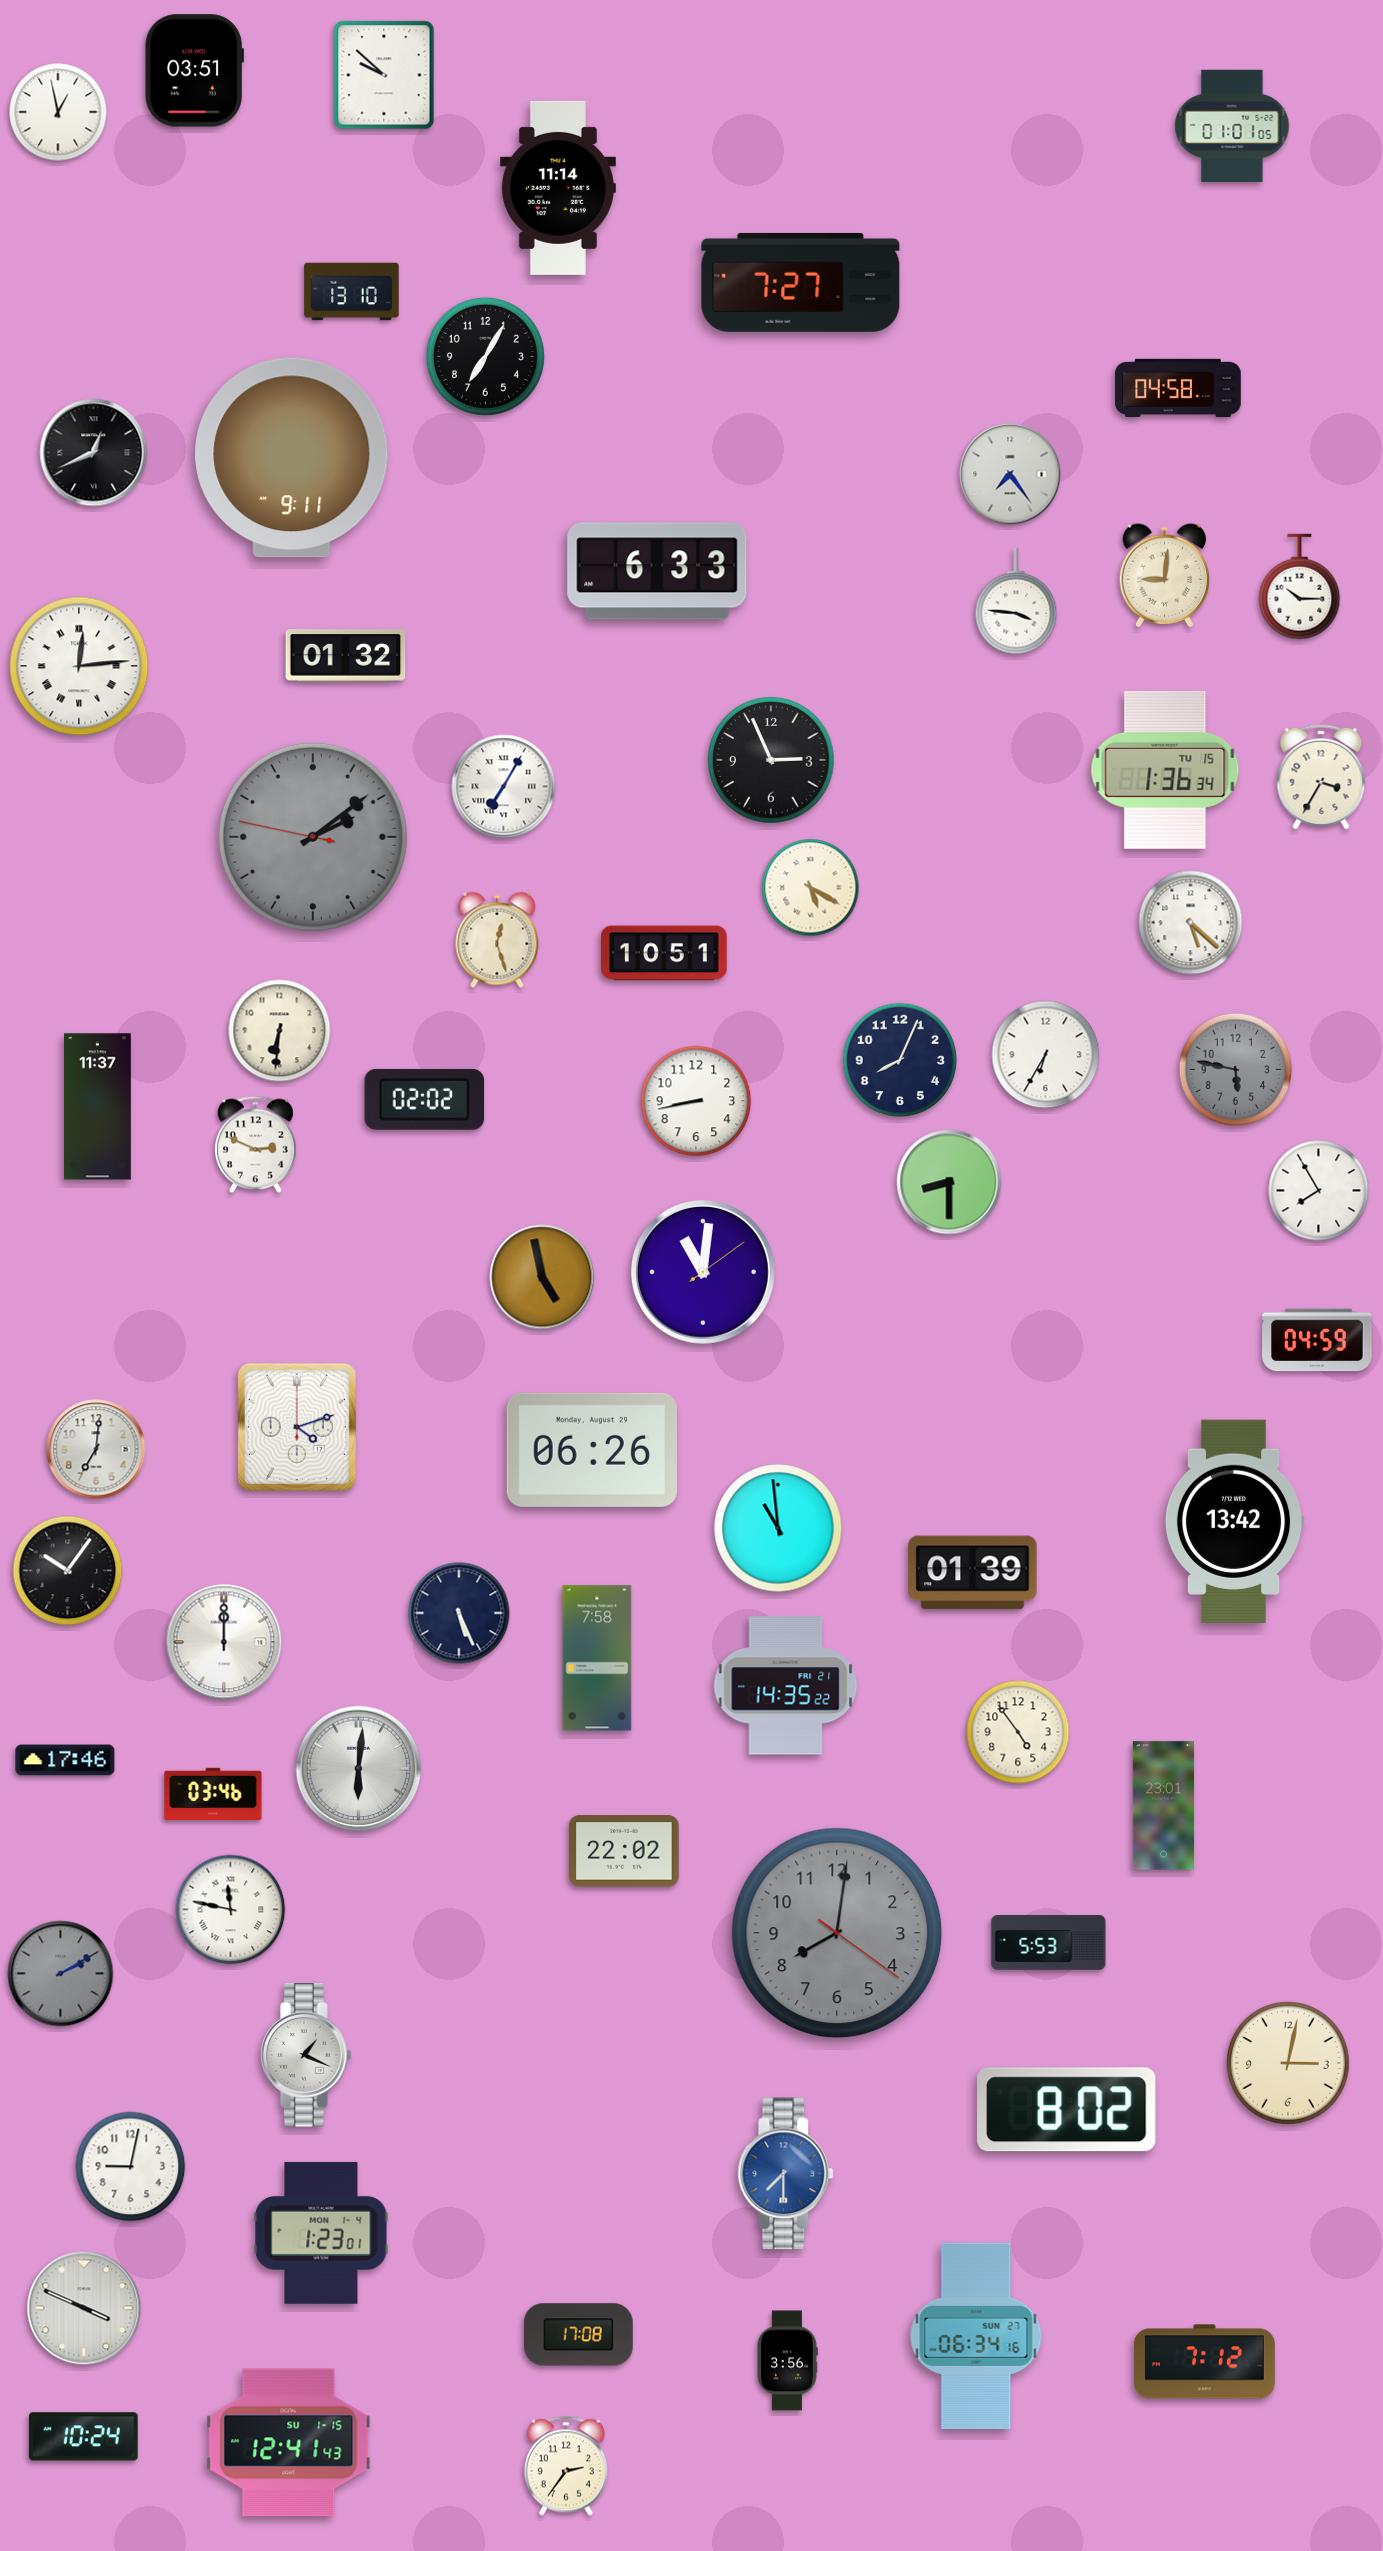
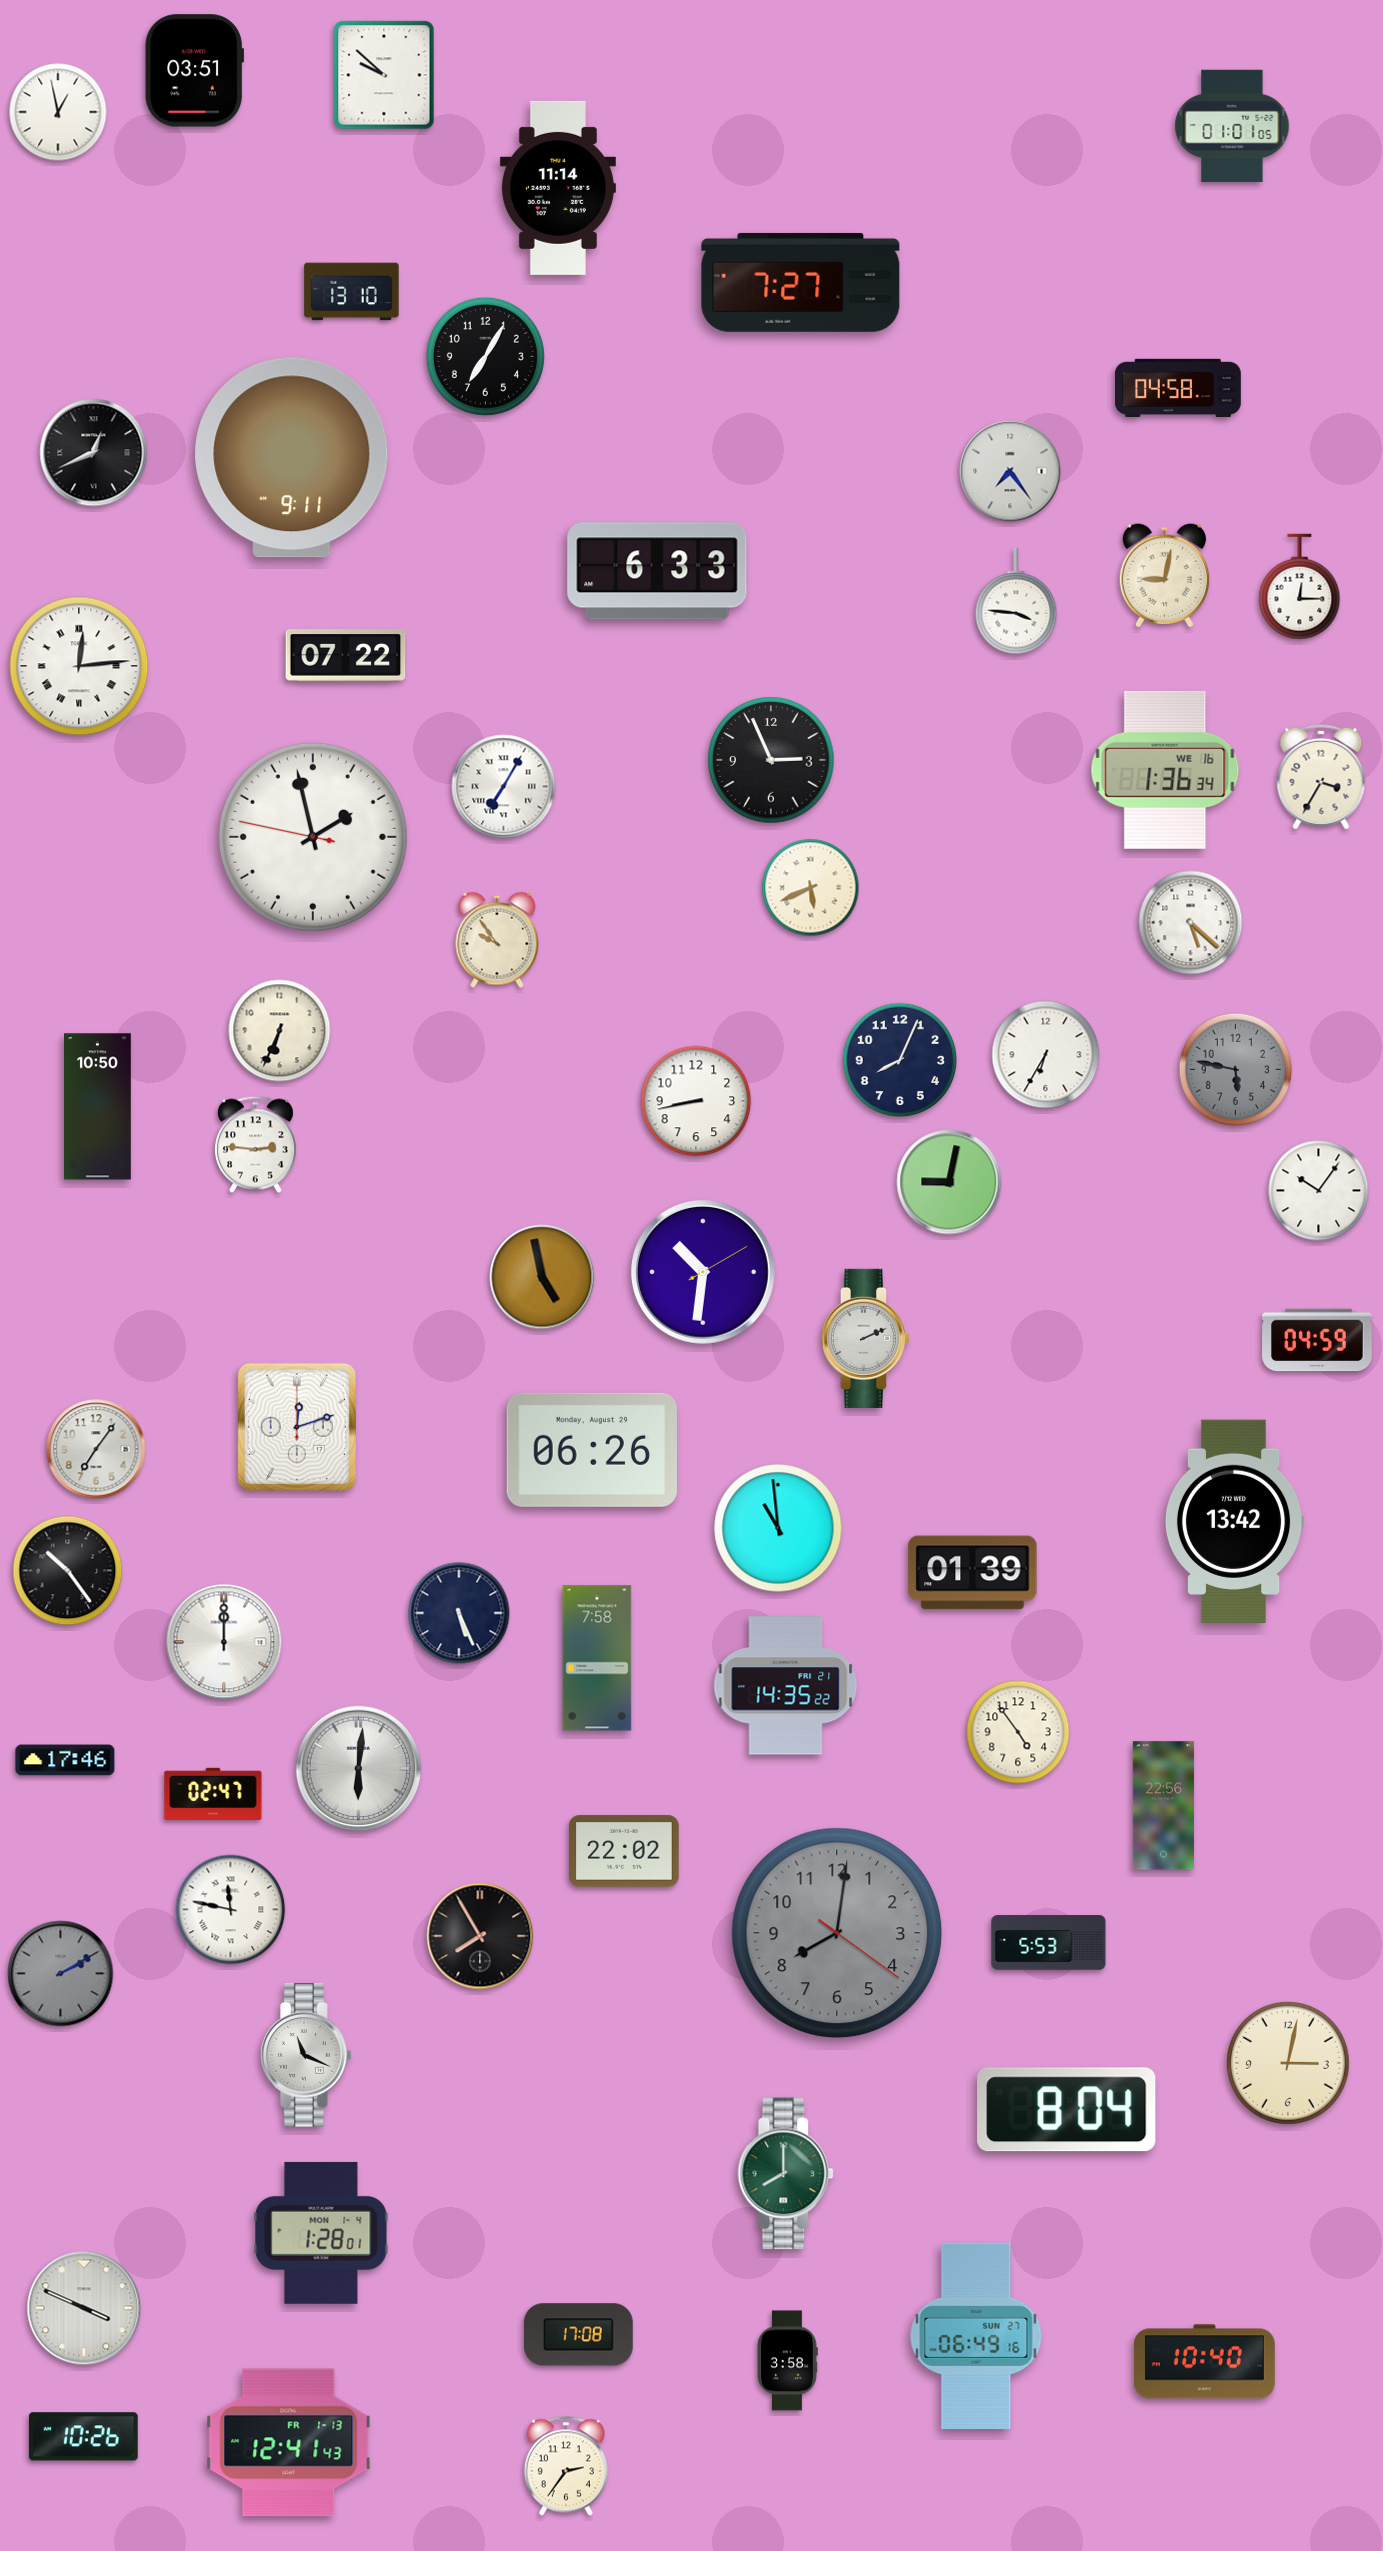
clock at (1010, 474) position: (1010, 474) -> (1010, 471)
clock at (1165, 576): 9:01 -> 9:02
clock at (1300, 587): 10:15 -> 12:15
clock at (346, 656): 01:32 -> 07:22
clock at (1165, 770) date: TU 15 -> WE 16
clock at (313, 837): 2:08 -> 1:57
clock at (313, 837) dial: grey -> white
clock at (811, 888): 5:20 -> 5:41
clock at (497, 940): 12:27 -> 9:54
clock at (665, 953): 10:51 -> none
clock at (280, 1031): 6:31 -> 6:34
clock at (425, 1099): 02:02 -> none
clock at (98, 1107): 11:37 -> 10:50
clock at (256, 1145): 2:49 -> 2:46
clock at (949, 1182): 8:30 -> 9:02
clock at (1319, 1191): 7:55 -> 10:06
clock at (703, 1272): 11:01 -> 10:31
clock at (865, 1338): none -> 2:11
clock at (297, 1427): 4:12 -> 12:12
clock at (96, 1449): 7:01 -> 7:06
clock at (68, 1571): 10:06 -> 10:24
clock at (213, 1793): 03:46 -> 02:47
clock at (1163, 1806): 23:01 -> 22:56
clock at (480, 1936): none -> 7:55
clock at (306, 2055): 1:19 -> 11:19
clock at (1067, 2110): 8:02 -> 8:04
clock at (131, 2167): 9:02 -> none
clock at (786, 2174): 7:30 -> 8:00
clock at (786, 2174) dial: blue -> green
clock at (321, 2233): 1:23 -> 1:28
clock at (976, 2336): 06:34 -> 06:49
clock at (787, 2361): 3:56 -> 3:58
clock at (1204, 2362): 7:12 -> 10:40
clock at (83, 2437): 10:24 -> 10:26
clock at (289, 2443) date: SU 1-15 -> FR 1-13
